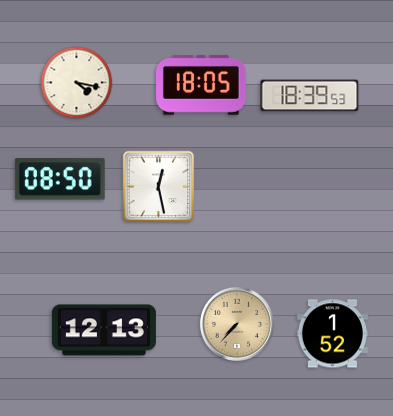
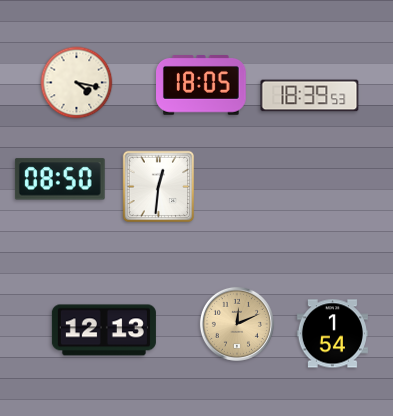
clock at (159, 187): 12:28 -> 12:31
clock at (237, 324): 7:37 -> 12:11
clock at (332, 334): 1:52 -> 1:54
